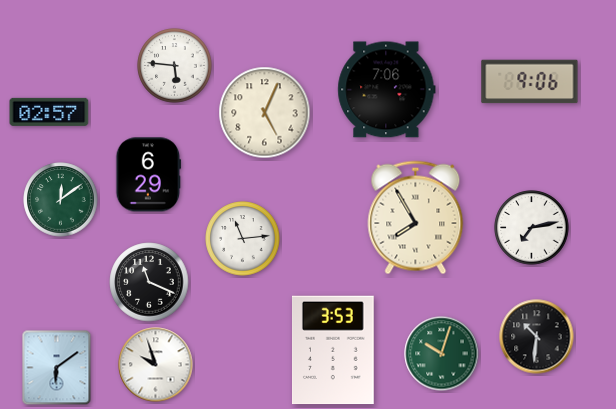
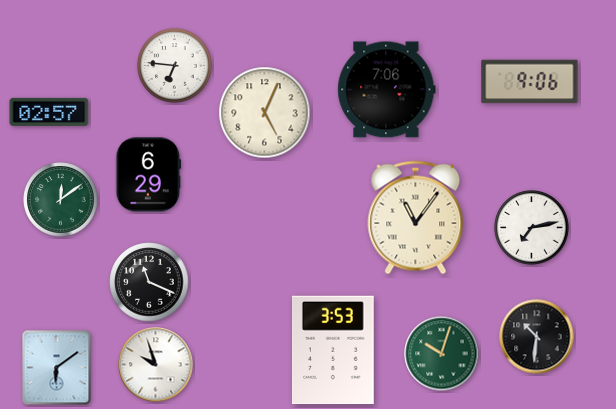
clock at (175, 66): 5:46 -> 6:46
clock at (416, 218): 7:55 -> 11:06
clock at (243, 239): 11:14 -> none
